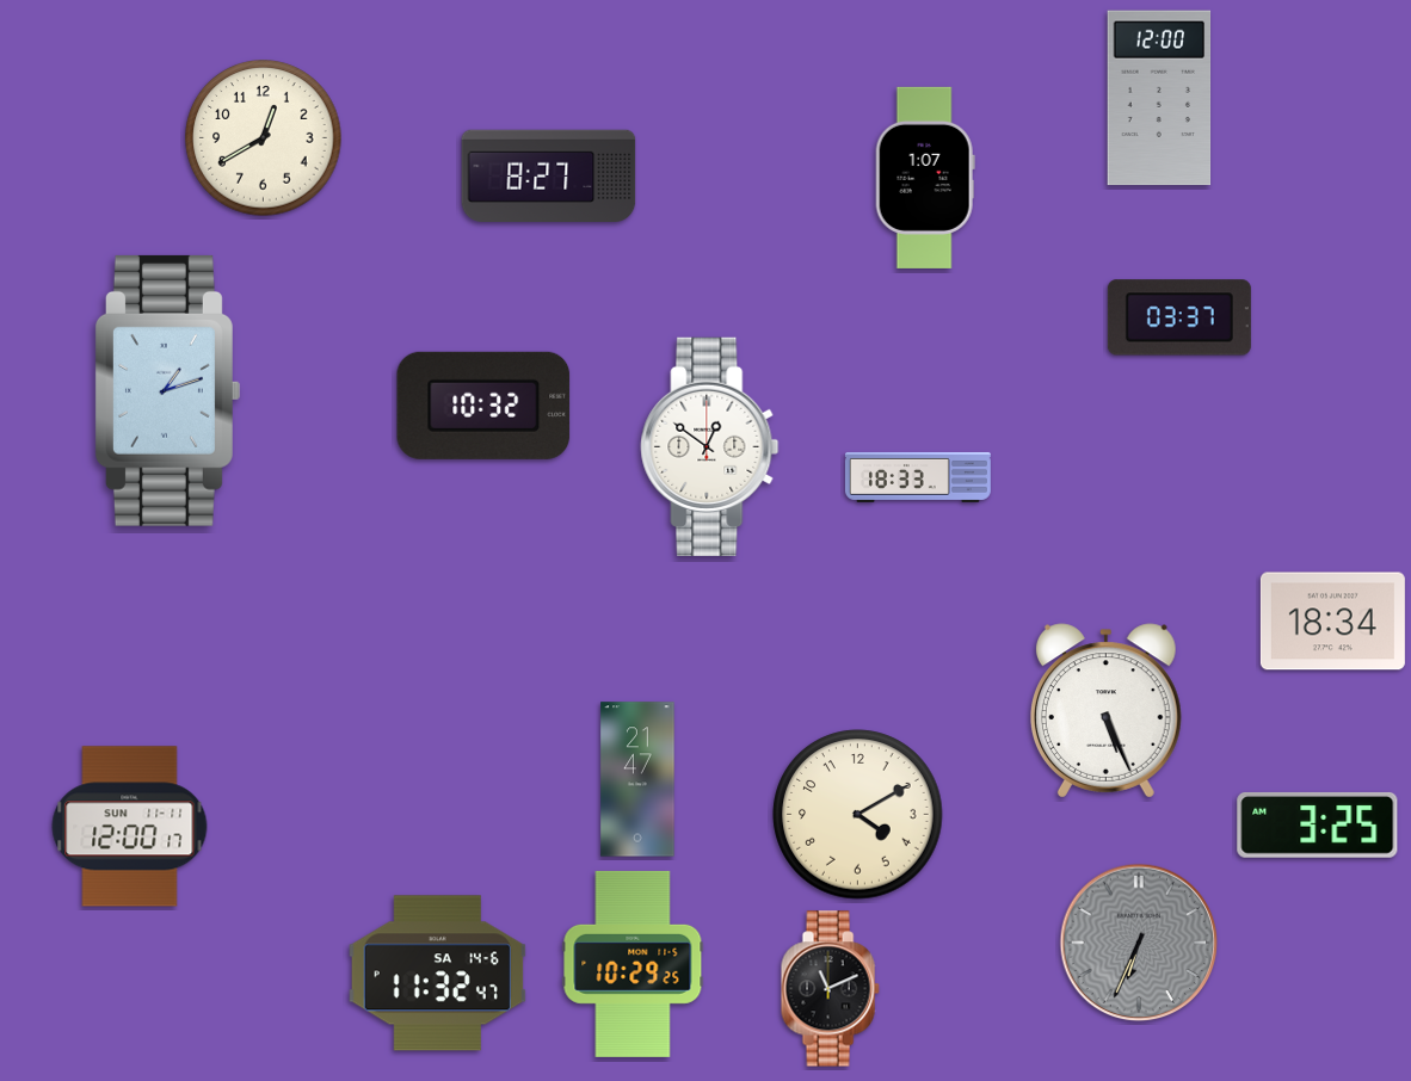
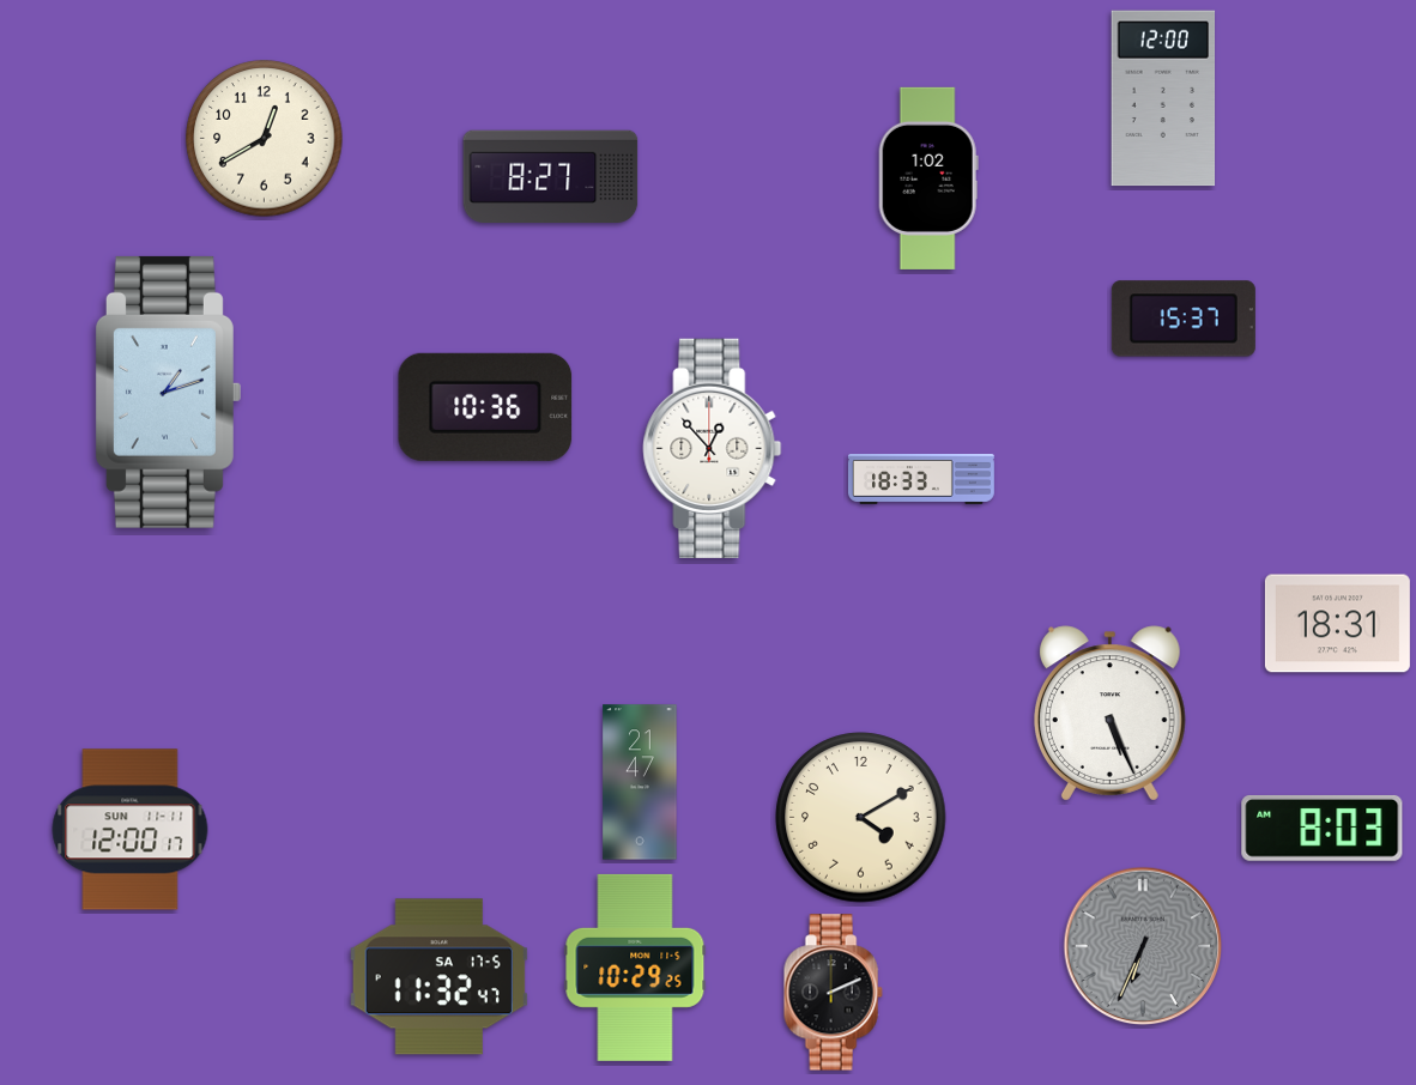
clock at (925, 178): 1:07 -> 1:02
clock at (1179, 317): 03:37 -> 15:37
clock at (483, 406): 10:32 -> 10:36
clock at (710, 446): 12:51 -> 12:53
clock at (1332, 622): 18:34 -> 18:31
clock at (1318, 826): 3:25 -> 8:03
clock at (437, 974) date: SA 14-6 -> SA 17-5
clock at (830, 989): 11:11 -> 2:11
